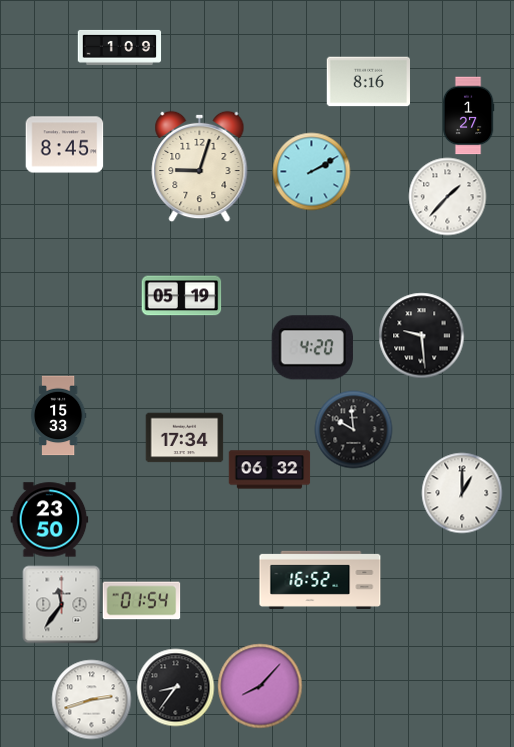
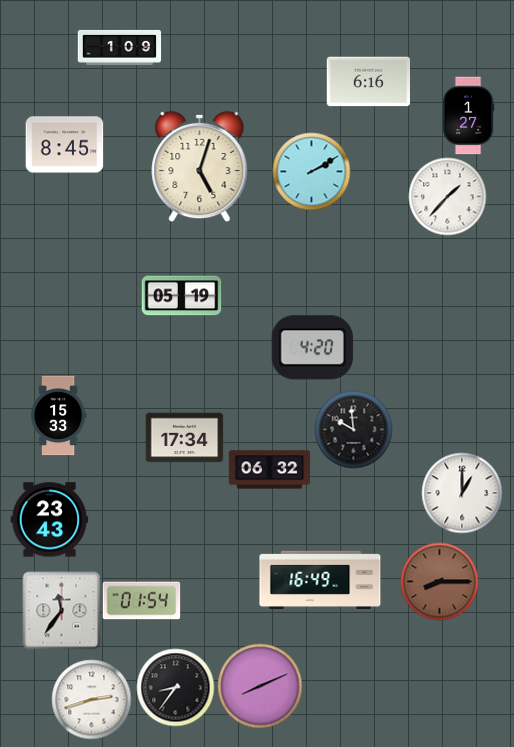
clock at (368, 82): 8:16 -> 6:16
clock at (200, 166): 9:03 -> 5:03
clock at (421, 335): 9:29 -> none
clock at (49, 520): 23:50 -> 23:43
clock at (320, 580): 16:52 -> 16:49
clock at (439, 581): none -> 8:15
clock at (61, 604) position: (61, 604) -> (61, 610)
clock at (260, 686): 8:07 -> 8:11
